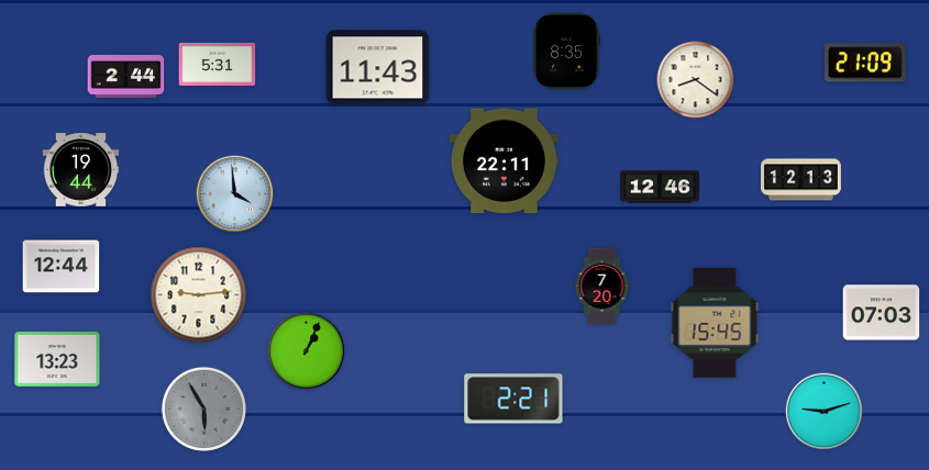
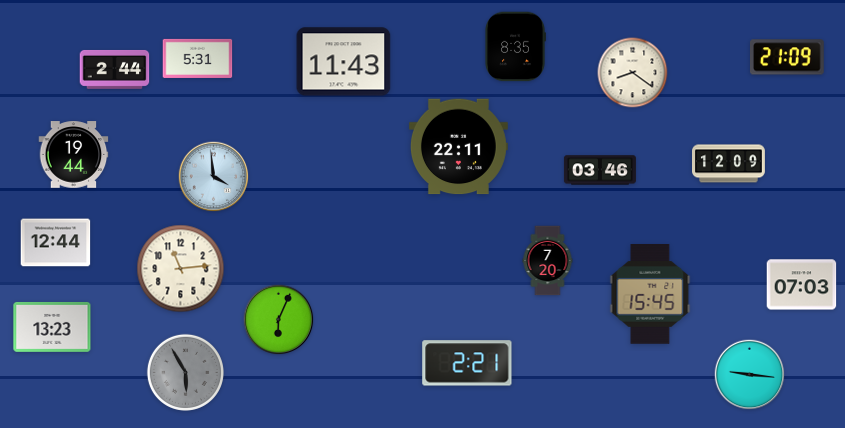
clock at (801, 180): 12:13 -> 12:09
clock at (660, 187): 12:46 -> 03:46
clock at (199, 295): 9:14 -> 11:14
clock at (307, 351): 1:04 -> 6:04
clock at (825, 412): 9:12 -> 9:16
